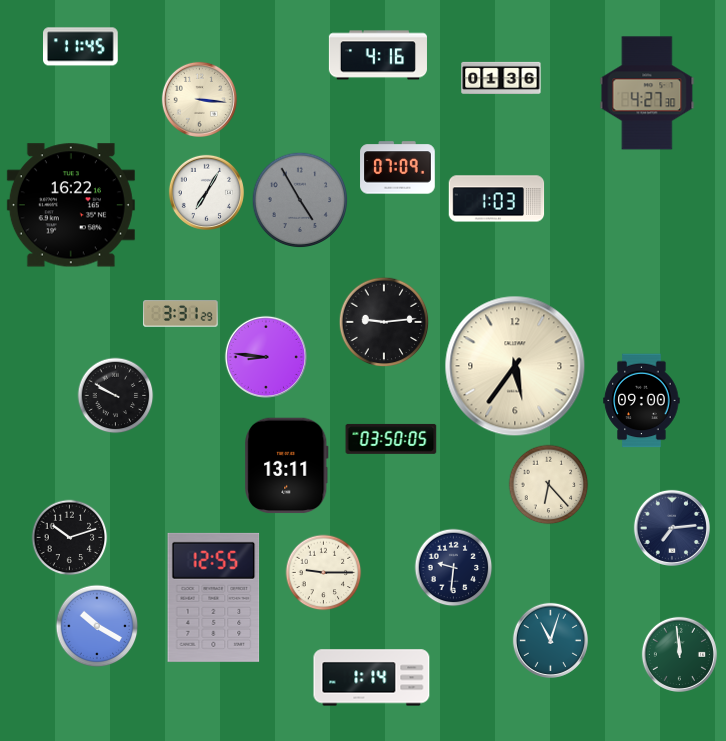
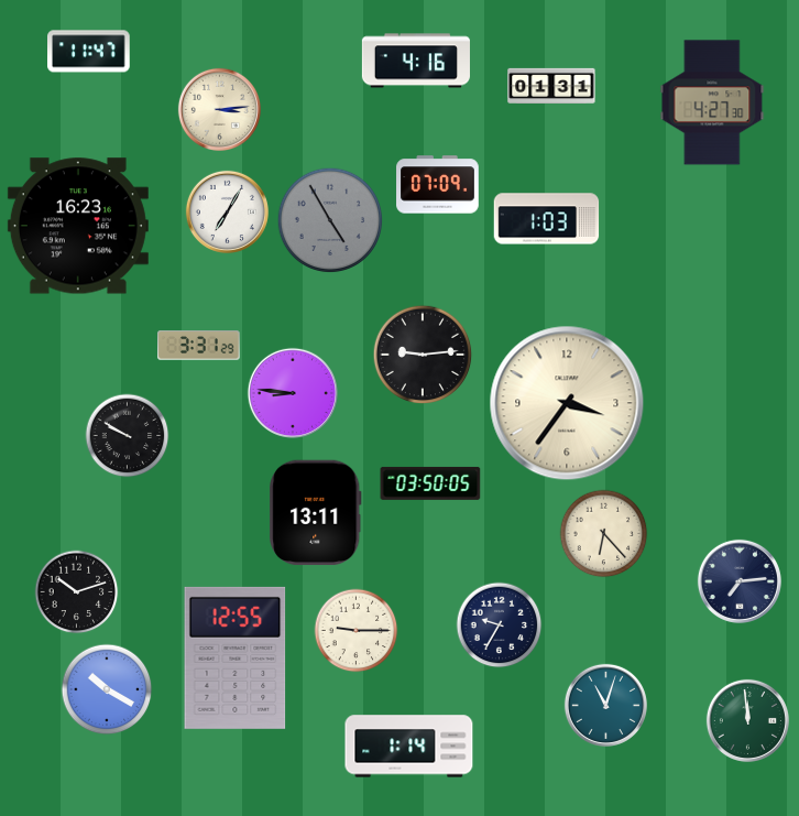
clock at (81, 47): 11:45 -> 11:47
clock at (501, 77): 01:36 -> 01:31
clock at (199, 99): 3:16 -> 3:14
clock at (71, 205): 16:22 -> 16:23
clock at (515, 366): 5:36 -> 3:36
clock at (642, 401): 09:00 -> none
clock at (454, 568): 9:31 -> 9:35
